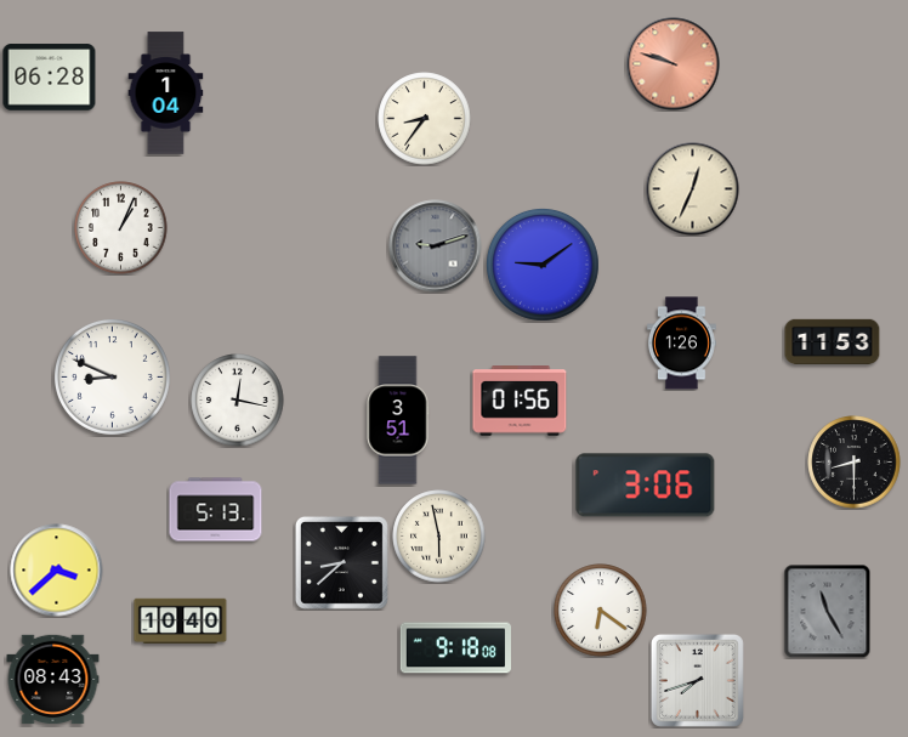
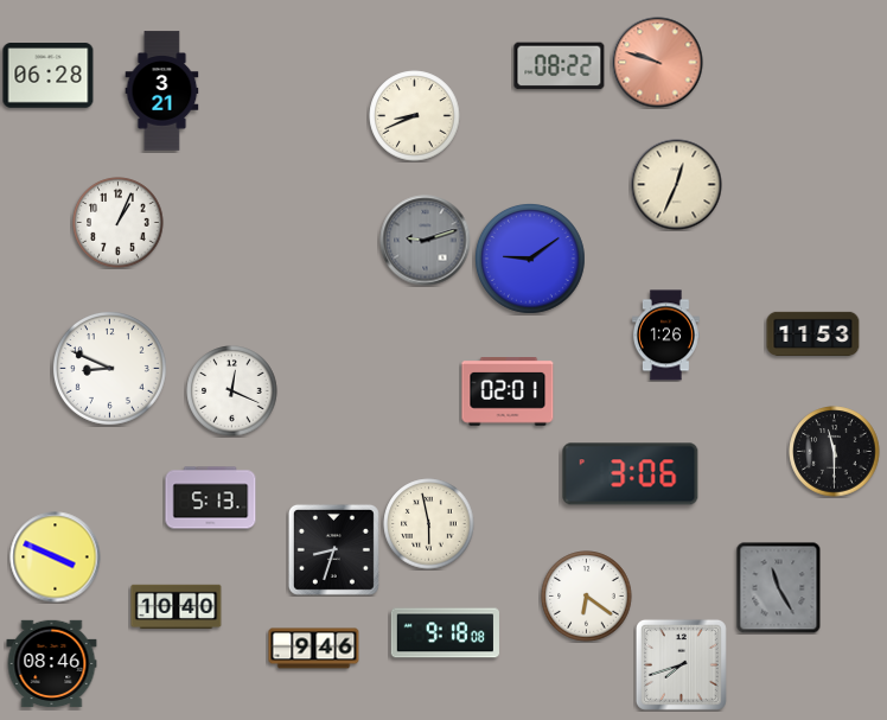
clock at (560, 66): none -> 08:22
clock at (166, 93): 1:04 -> 3:21
clock at (425, 119): 8:36 -> 8:41
clock at (238, 401): 12:17 -> 12:19
clock at (520, 402): 01:56 -> 02:01
clock at (398, 420): 3:51 -> none
clock at (855, 463): 8:30 -> 11:30
clock at (341, 562): 8:38 -> 8:33
clock at (57, 571): 3:38 -> 3:49
clock at (828, 611) position: (828, 611) -> (779, 587)
clock at (314, 649): none -> 9:46
clock at (53, 680): 08:43 -> 08:46
